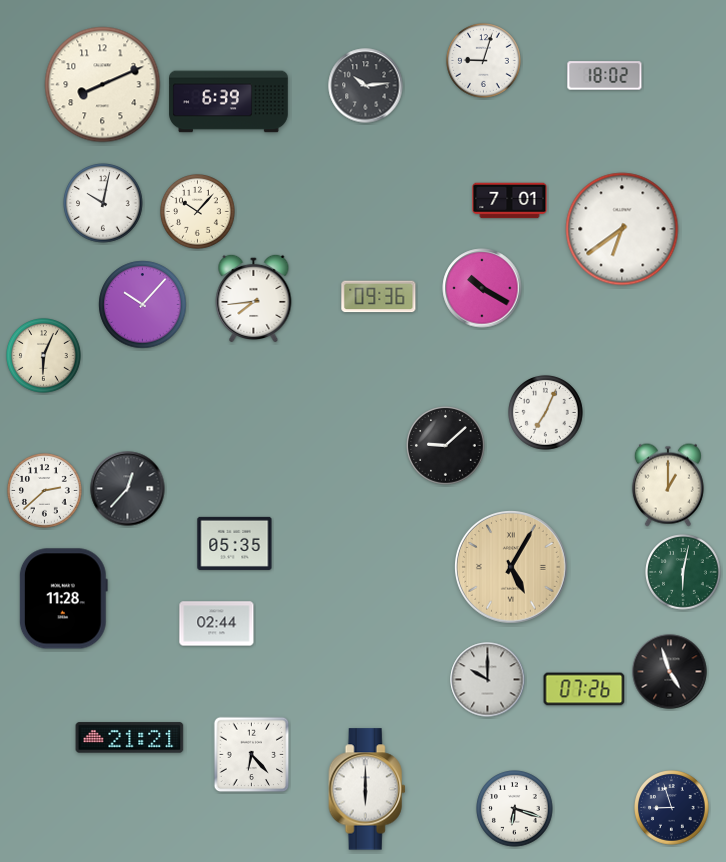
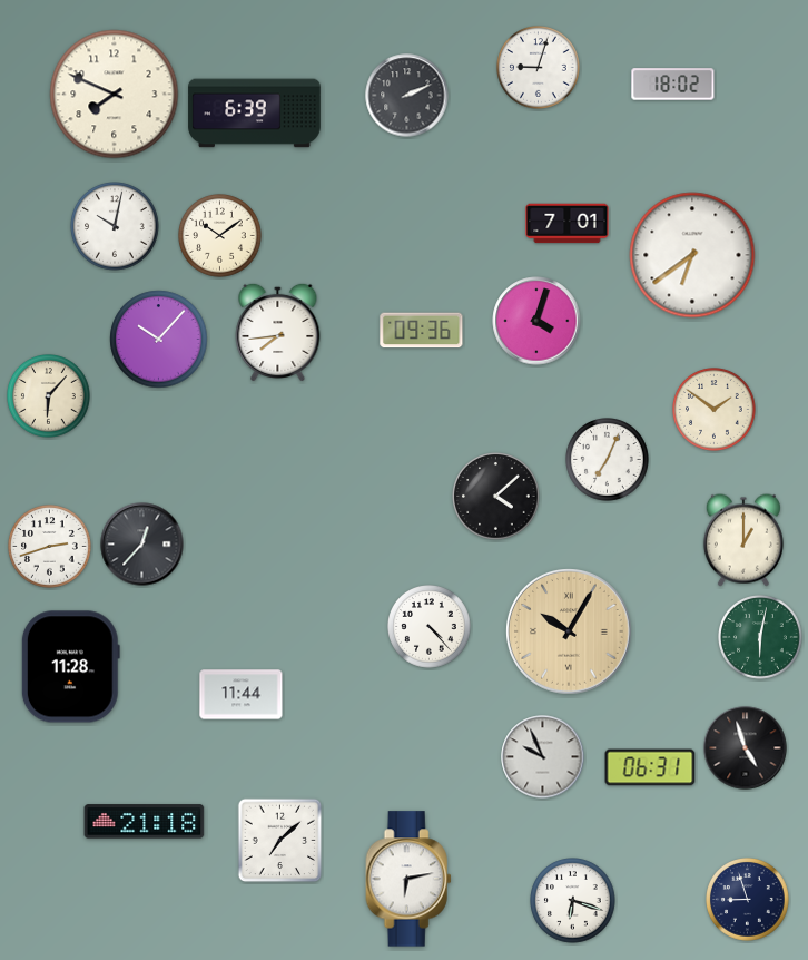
clock at (103, 85): 8:11 -> 7:49
clock at (366, 86): 10:14 -> 2:11
clock at (198, 212): 10:07 -> 10:09
clock at (482, 288): 10:20 -> 4:03
clock at (254, 297) position: (254, 297) -> (278, 331)
clock at (44, 356): 6:04 -> 6:07
clock at (715, 410): none -> 1:51
clock at (446, 446): 9:08 -> 4:08
clock at (45, 491): 2:38 -> 2:42
clock at (235, 543): 05:35 -> none
clock at (430, 627): none -> 4:23
clock at (512, 568): 5:05 -> 10:05
clock at (217, 624): 02:44 -> 11:44
clock at (488, 680): 10:00 -> 9:56
clock at (584, 689): 07:26 -> 06:31
clock at (130, 738): 21:21 -> 21:18
clock at (252, 755): 6:23 -> 7:08
clock at (367, 789): 6:00 -> 6:13
